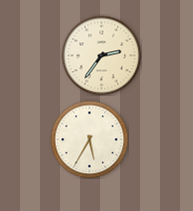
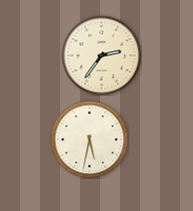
clock at (89, 139): 5:35 -> 5:32
